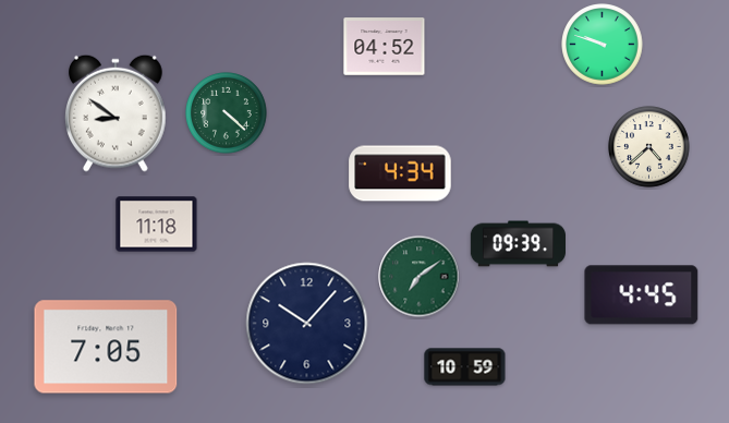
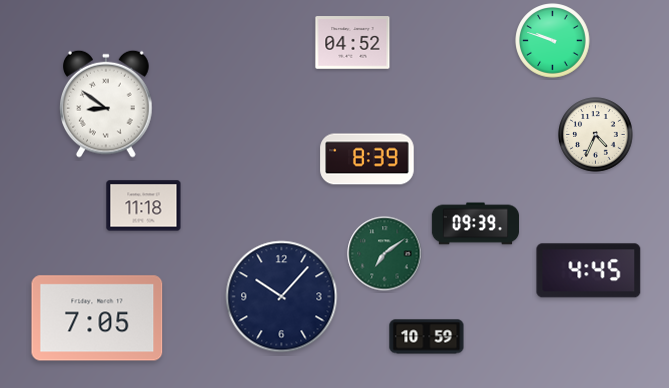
clock at (227, 113): 4:22 -> none
clock at (649, 147): 4:38 -> 4:34
clock at (400, 173): 4:34 -> 8:39
